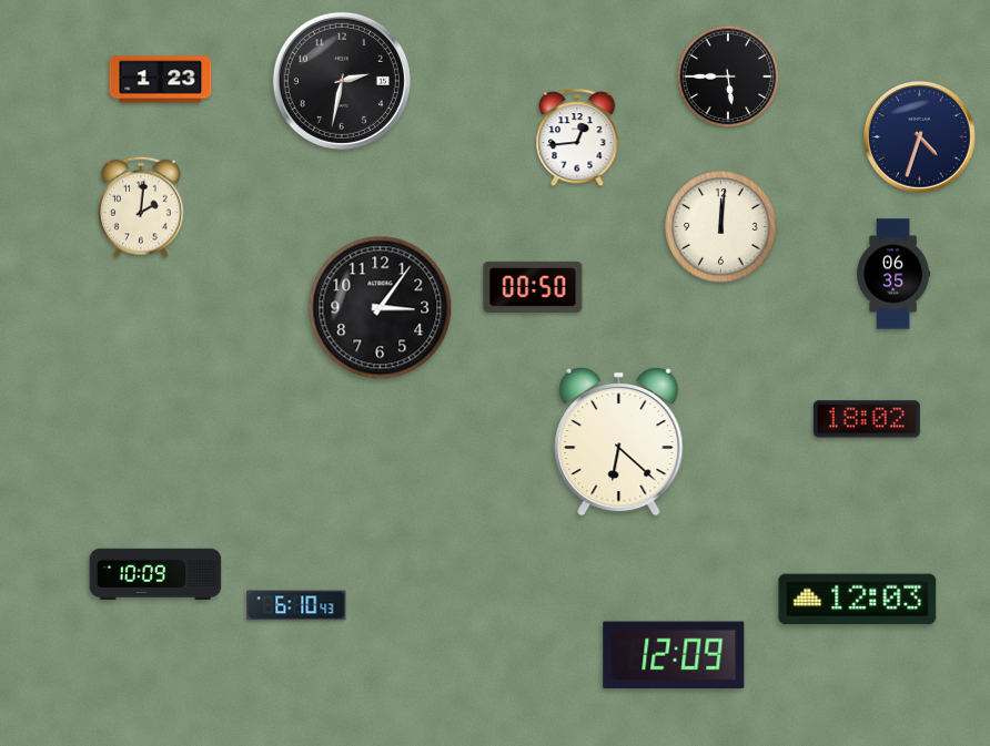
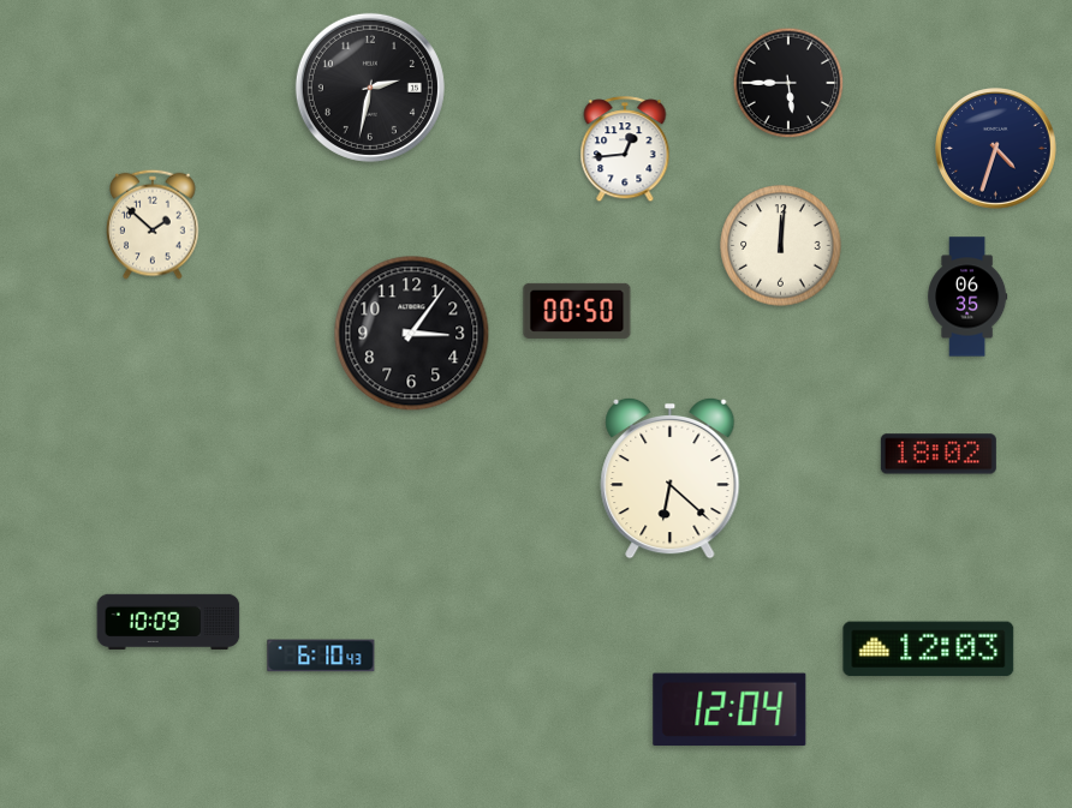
clock at (161, 80): 1:23 -> none
clock at (142, 207): 2:01 -> 1:52
clock at (674, 655): 12:09 -> 12:04
